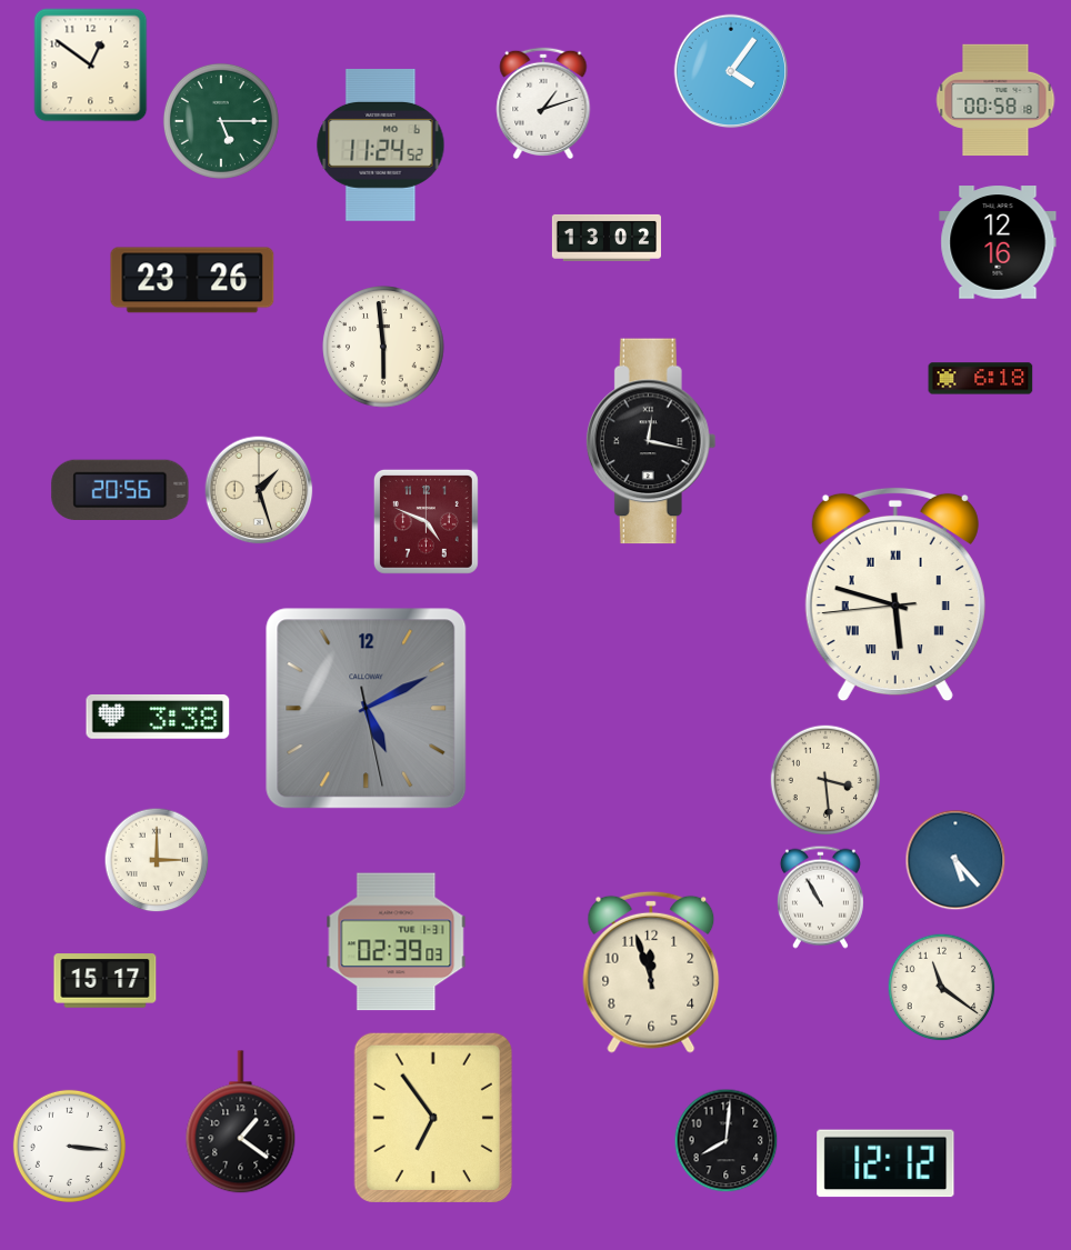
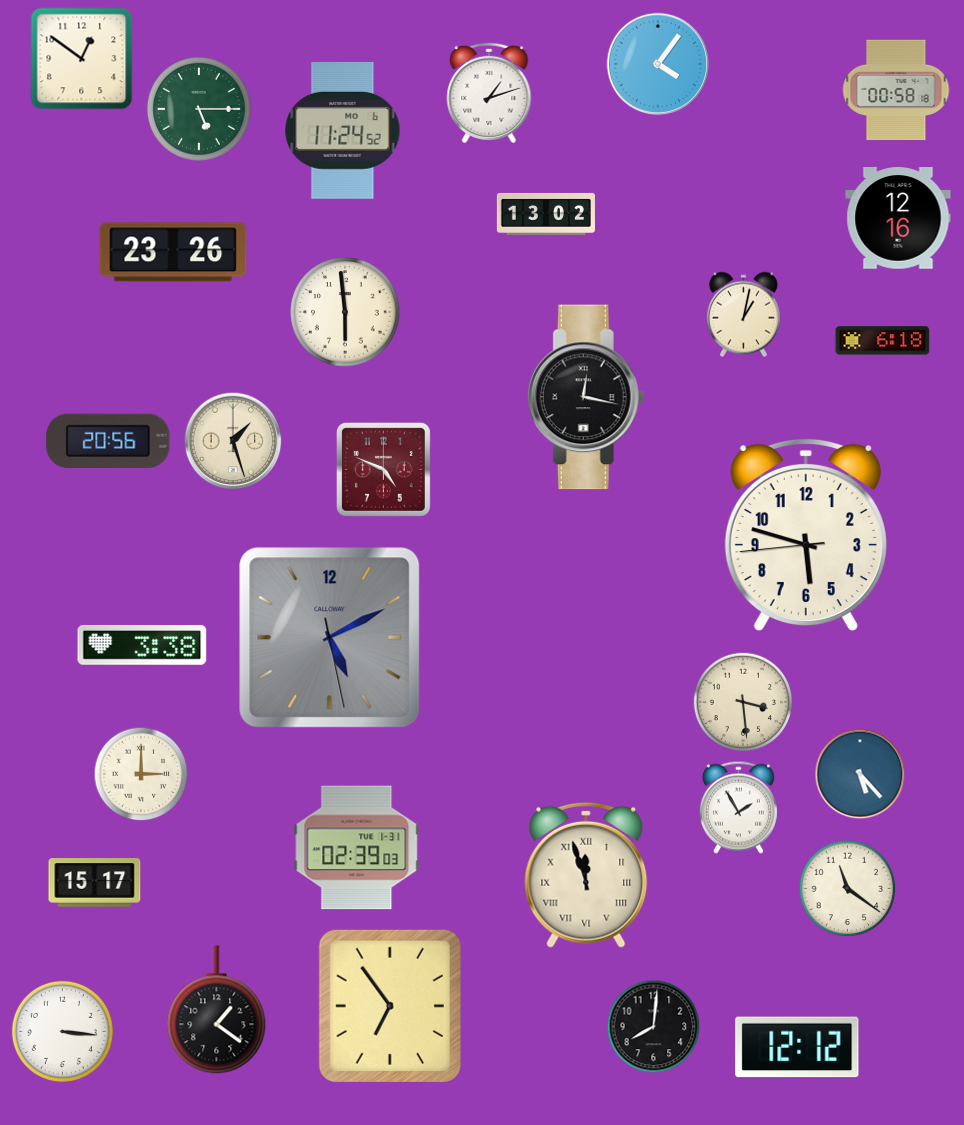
clock at (743, 315): none -> 1:02
clock at (895, 594) numerals: Roman -> Arabic
clock at (820, 897): 10:55 -> 1:55
clock at (651, 972) numerals: Arabic -> Roman
